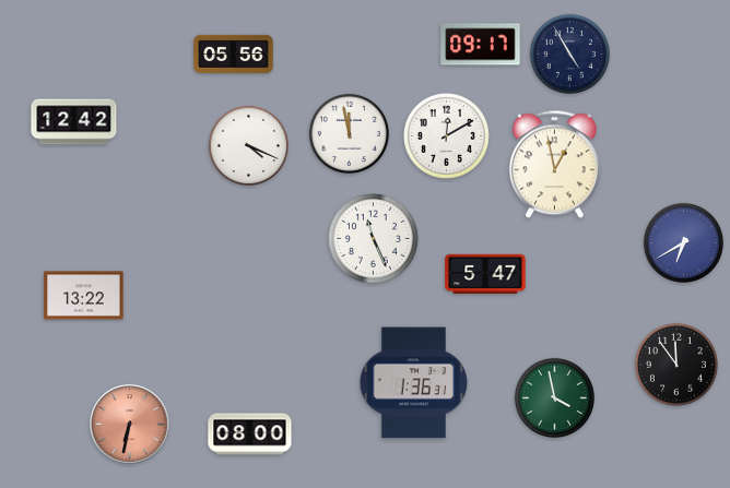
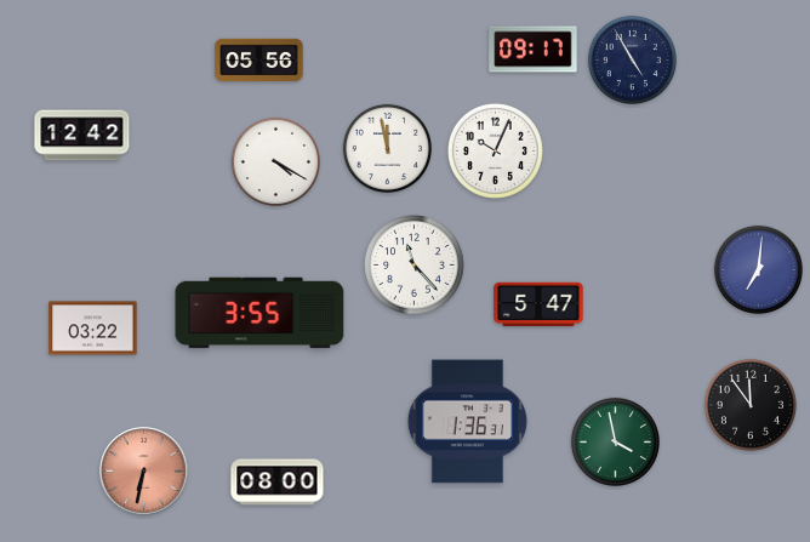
clock at (446, 135): 12:10 -> 10:04
clock at (248, 145): 4:19 -> 4:20
clock at (554, 165): 12:58 -> none
clock at (374, 239): 11:26 -> 11:23
clock at (683, 242): 6:40 -> 7:01
clock at (259, 313): none -> 3:55
clock at (84, 296): 13:22 -> 03:22
clock at (413, 383) position: (413, 383) -> (467, 422)
